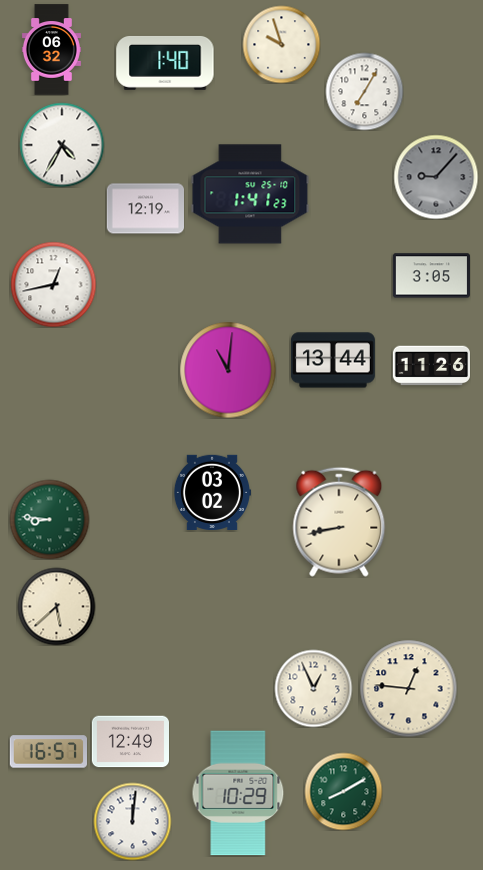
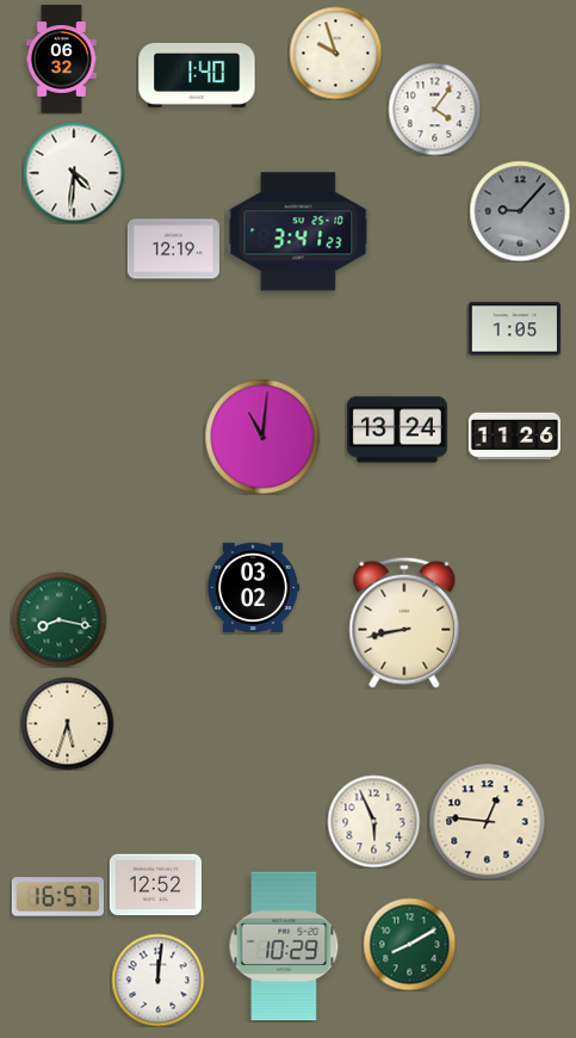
clock at (364, 91): 7:05 -> 4:06
clock at (62, 145): 4:35 -> 4:31
clock at (250, 194): 1:41 -> 3:41
clock at (431, 276): 3:05 -> 1:05
clock at (53, 284): 12:43 -> none
clock at (333, 360): 13:44 -> 13:24
clock at (228, 370) position: (228, 370) -> (262, 437)
clock at (49, 519): 8:46 -> 8:17
clock at (56, 606): 5:38 -> 5:33
clock at (313, 688): 12:56 -> 5:56
clock at (130, 742): 12:49 -> 12:52
